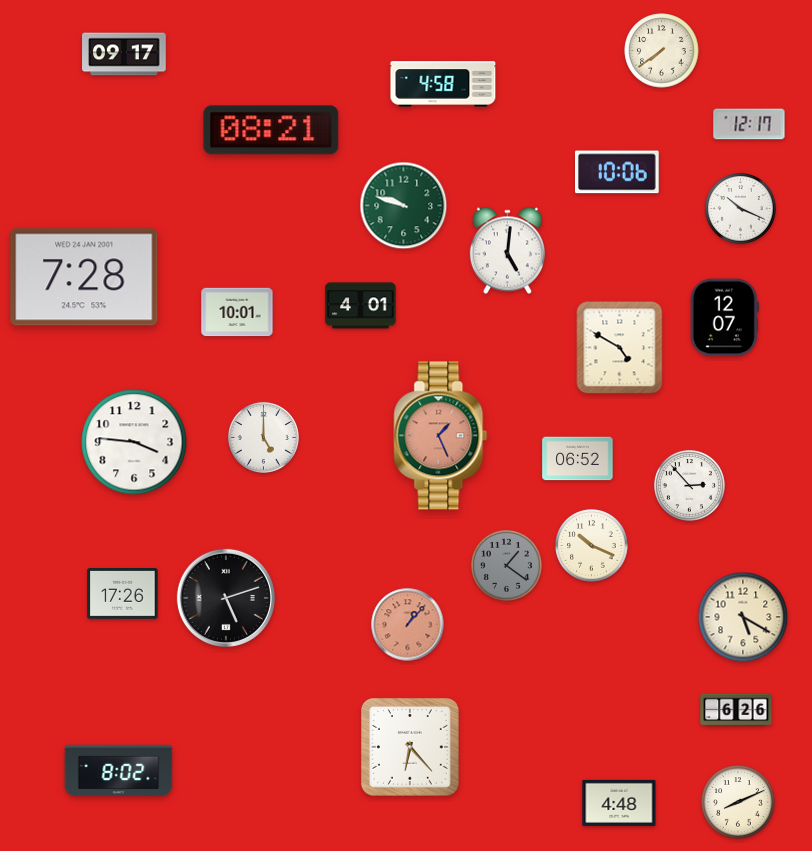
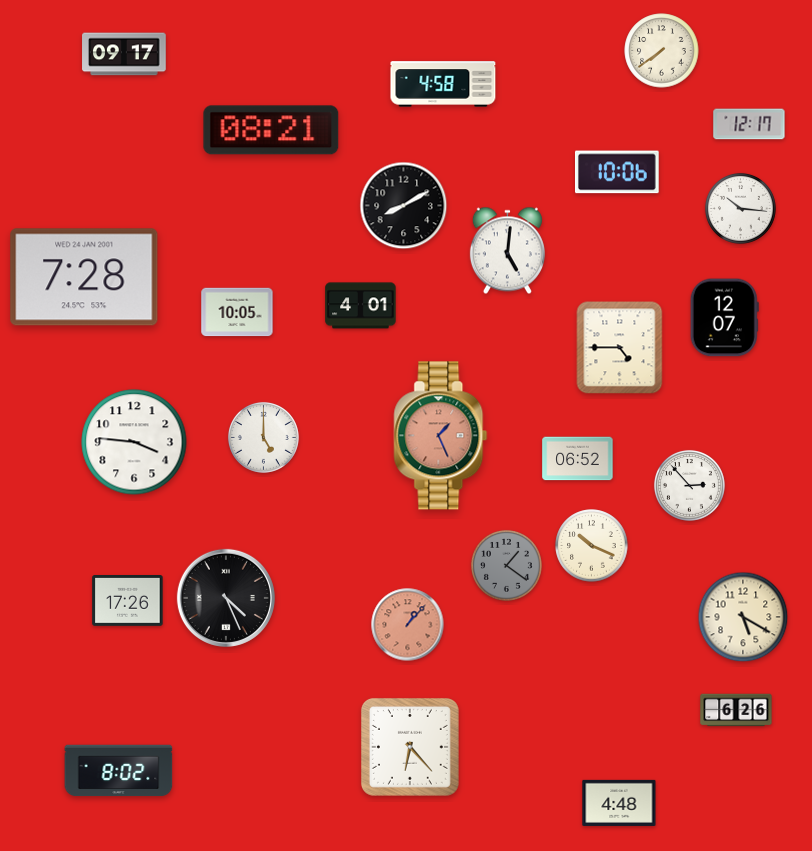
clock at (404, 206): 9:48 -> 8:10
clock at (404, 206) dial: green -> black
clock at (740, 208): 10:19 -> 10:16
clock at (237, 312): 10:01 -> 10:05
clock at (620, 348): 4:50 -> 4:45
clock at (123, 594) position: (123, 594) -> (128, 601)
clock at (226, 598): 5:12 -> 4:26
clock at (738, 802): 8:11 -> none
